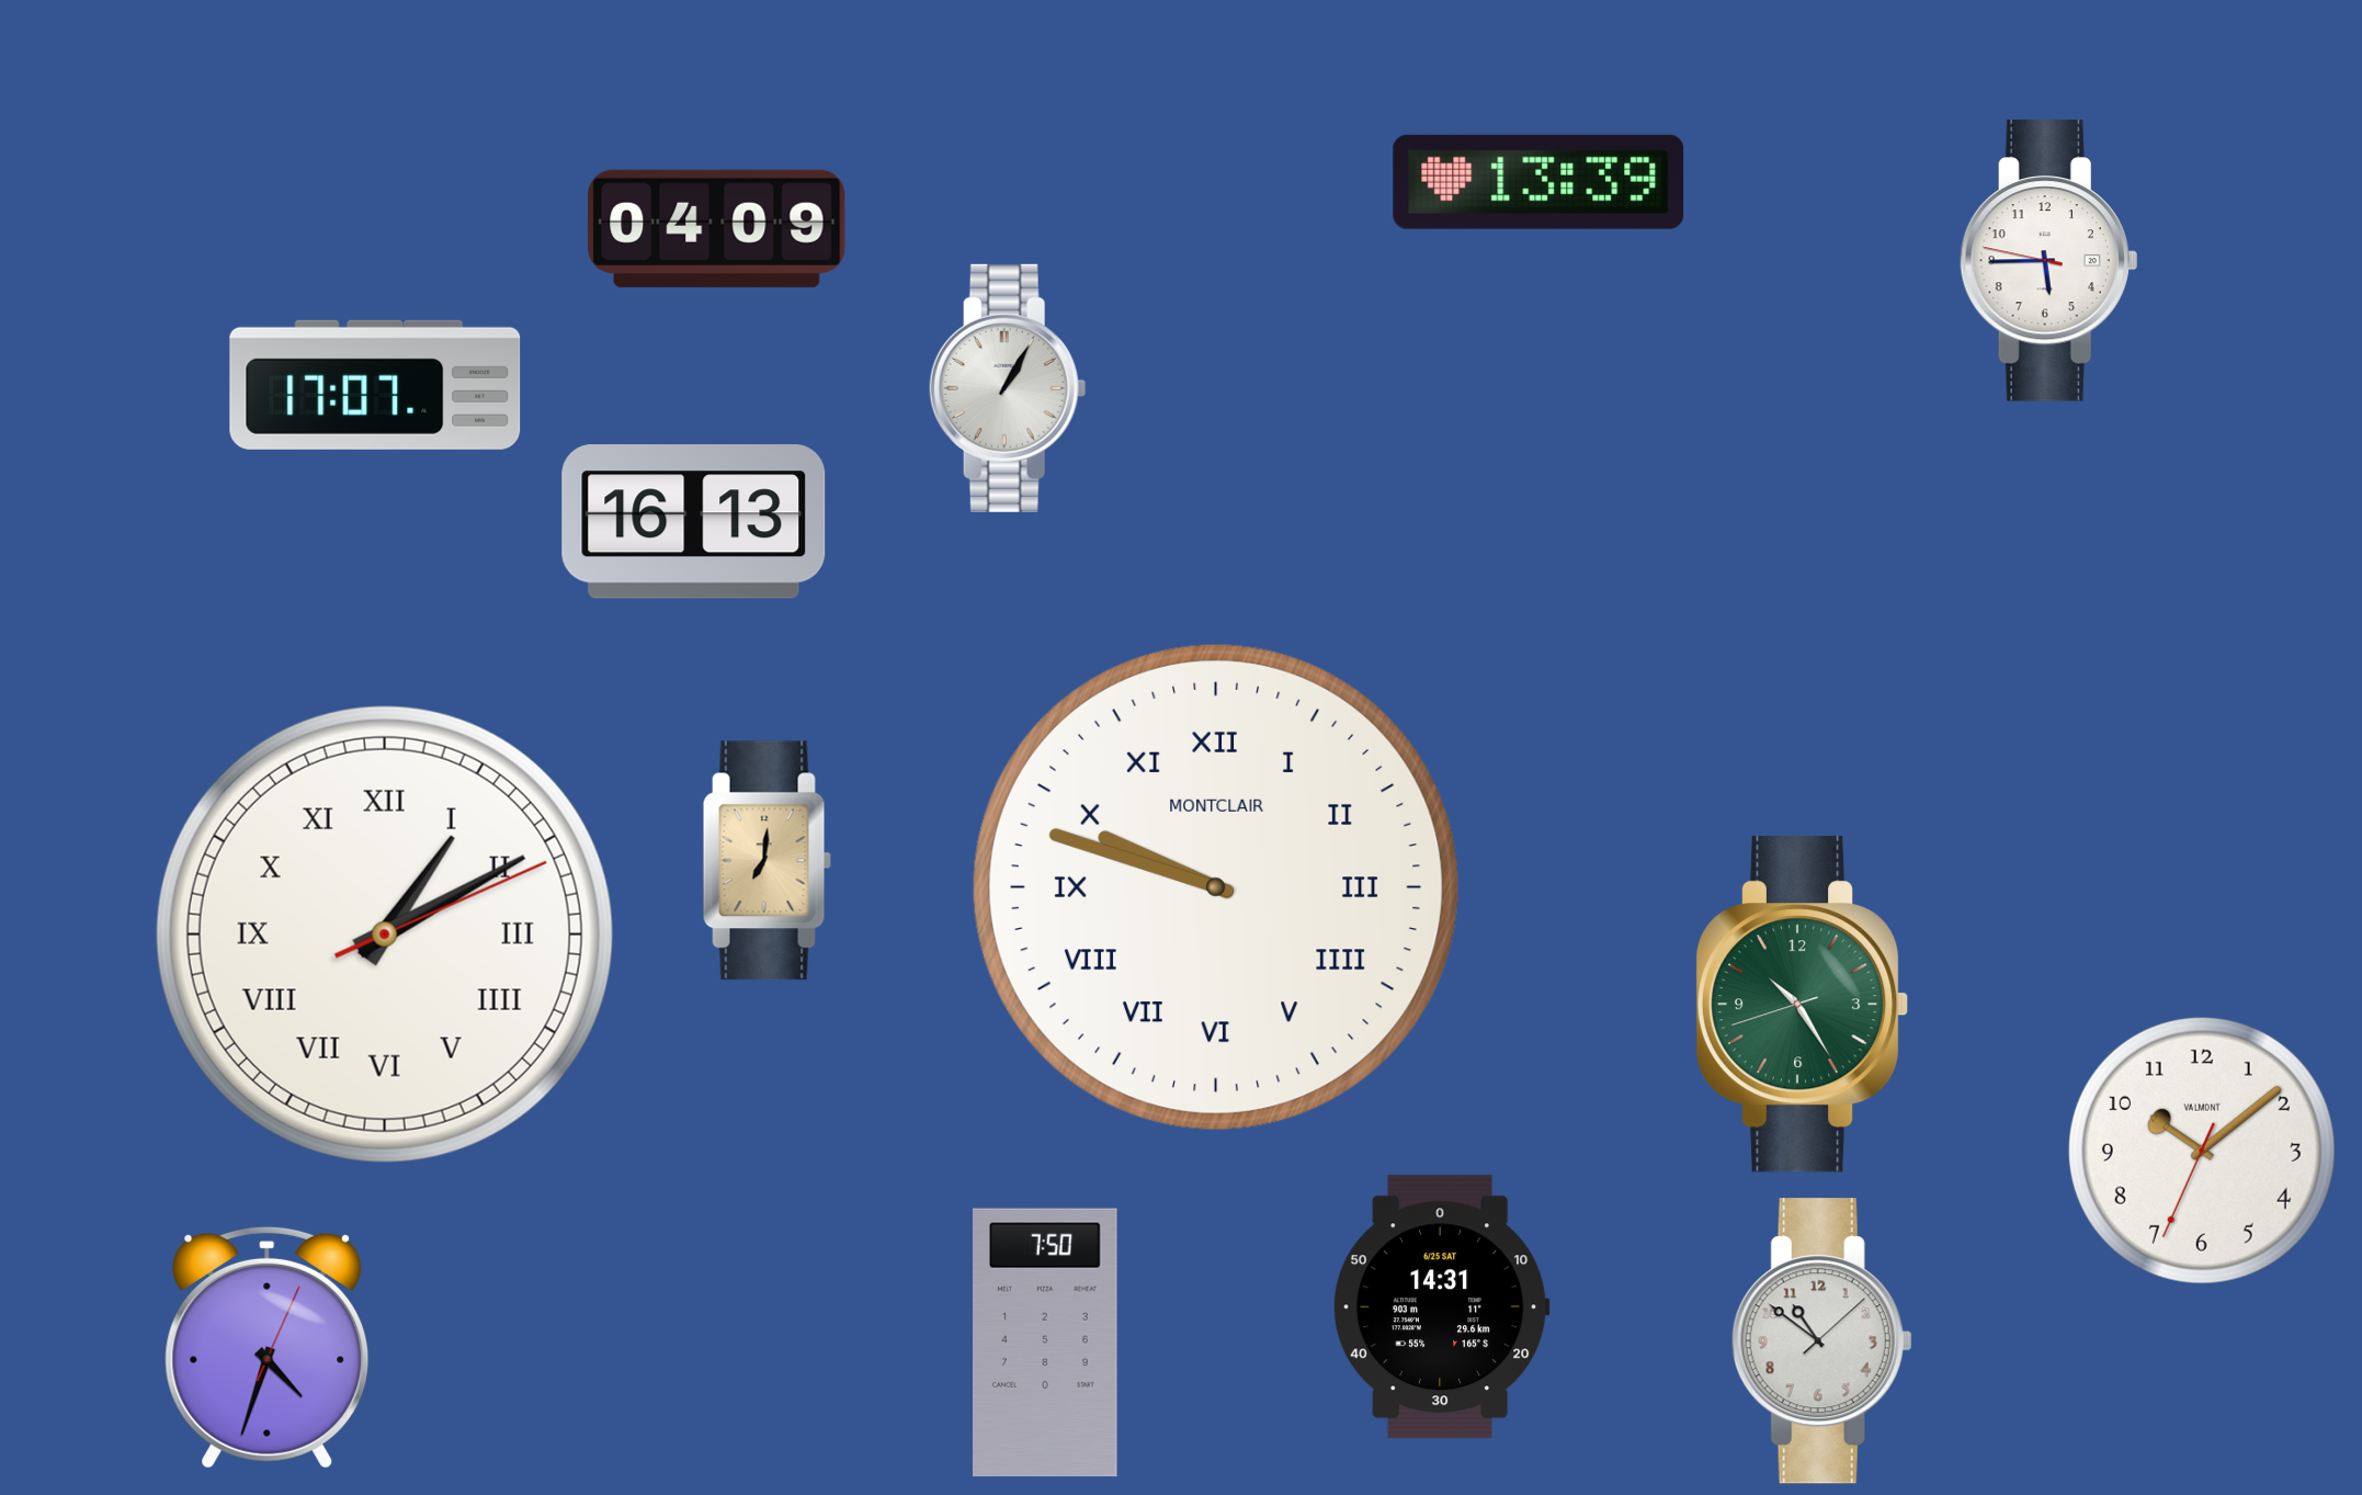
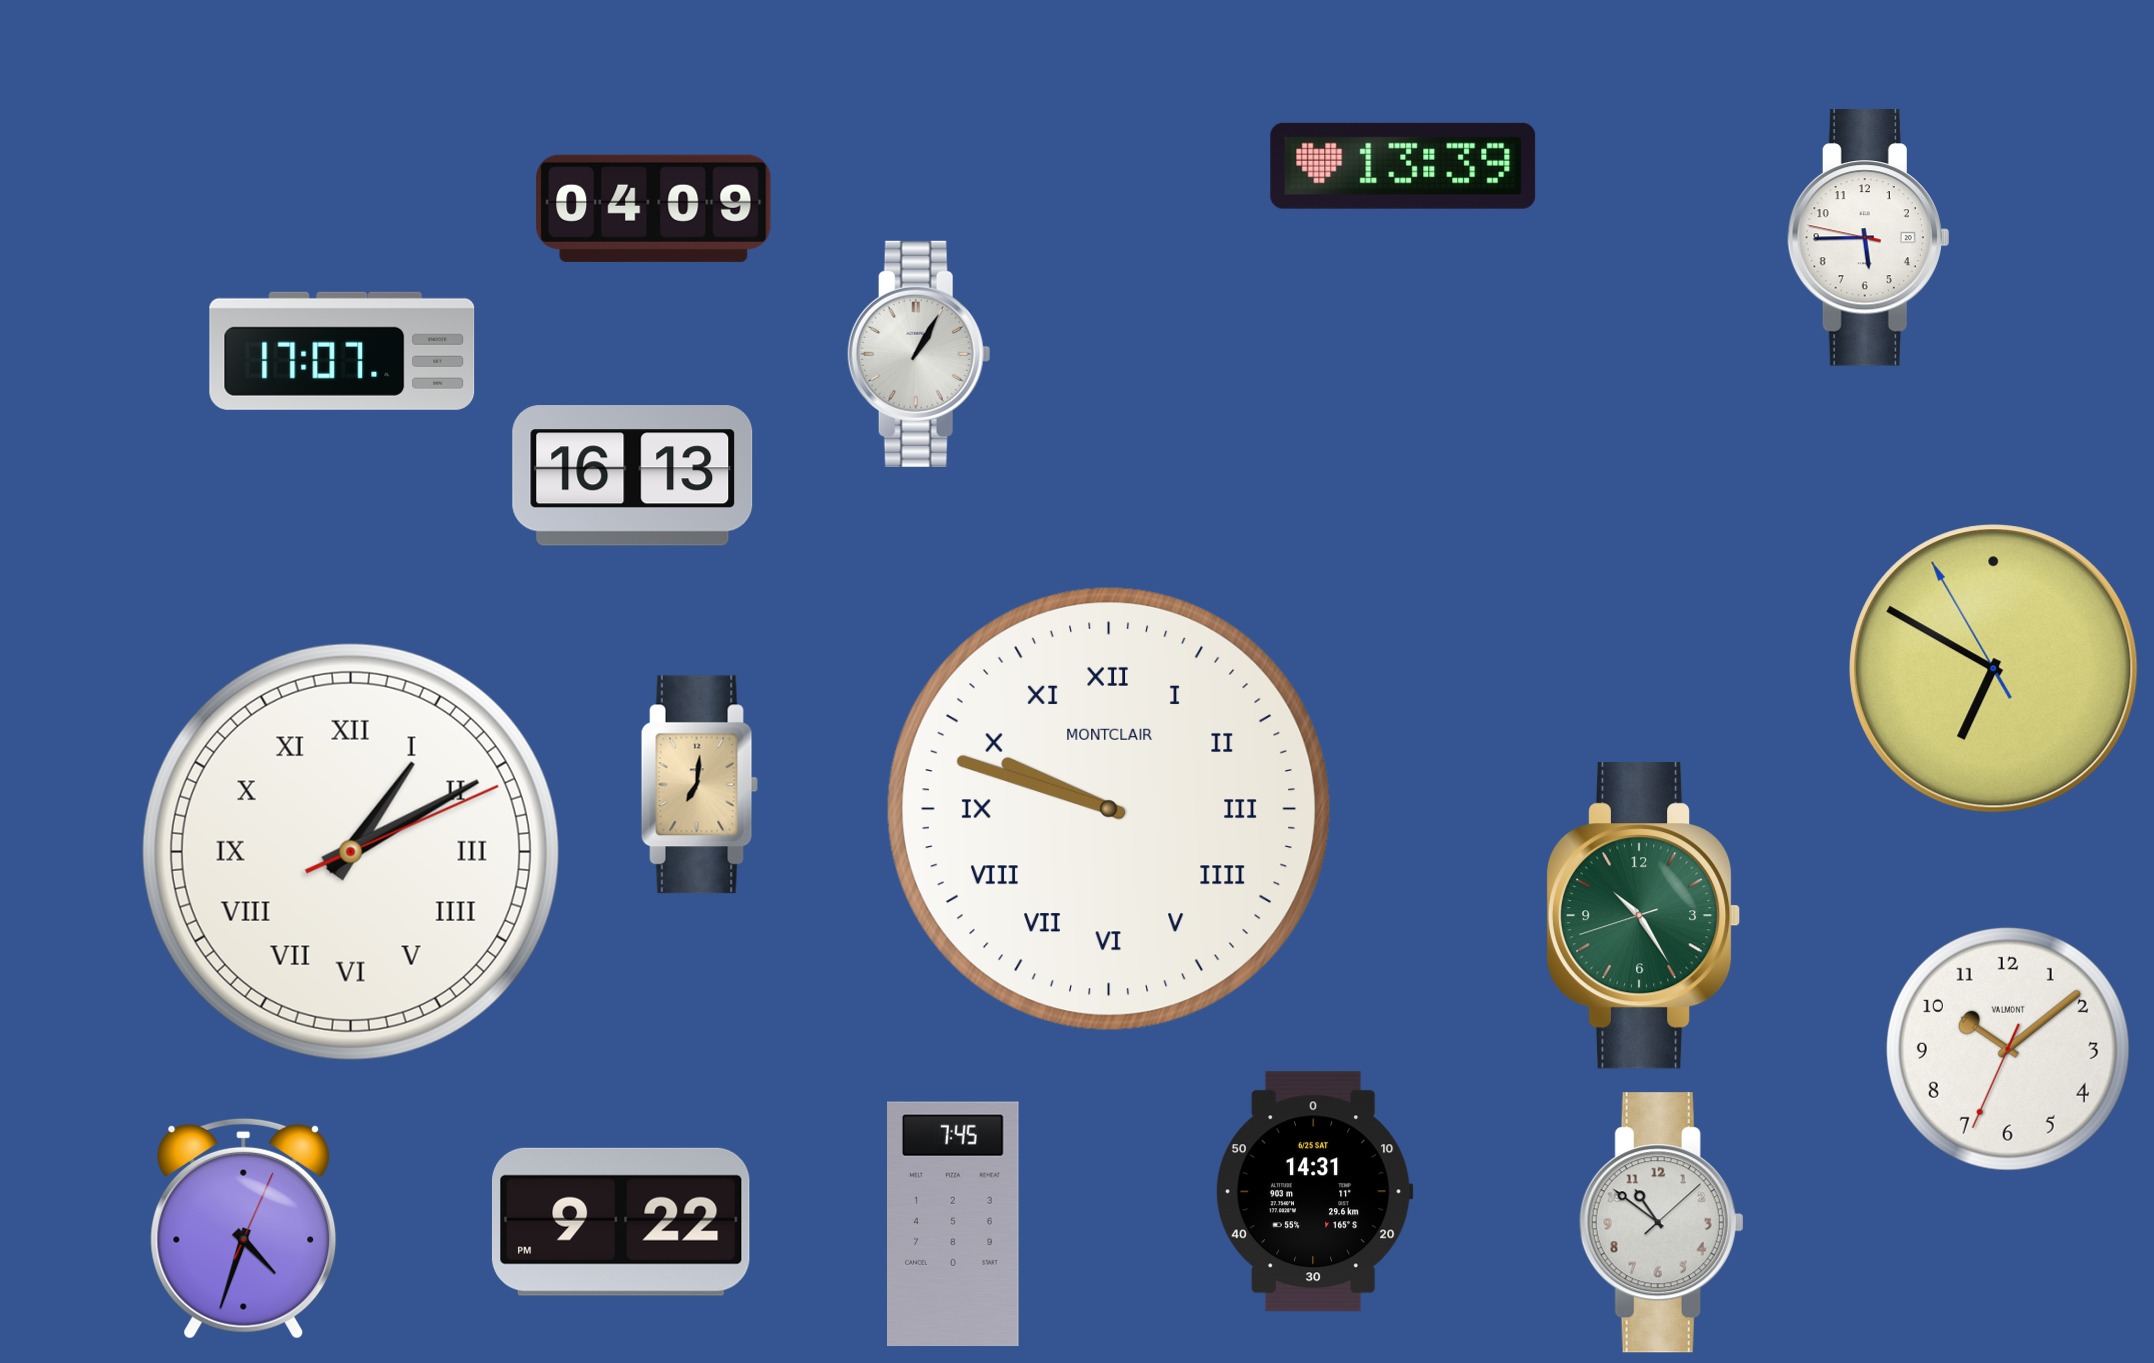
clock at (1994, 669): none -> 6:49
clock at (621, 1222): none -> 9:22
clock at (1046, 1343): 7:50 -> 7:45
